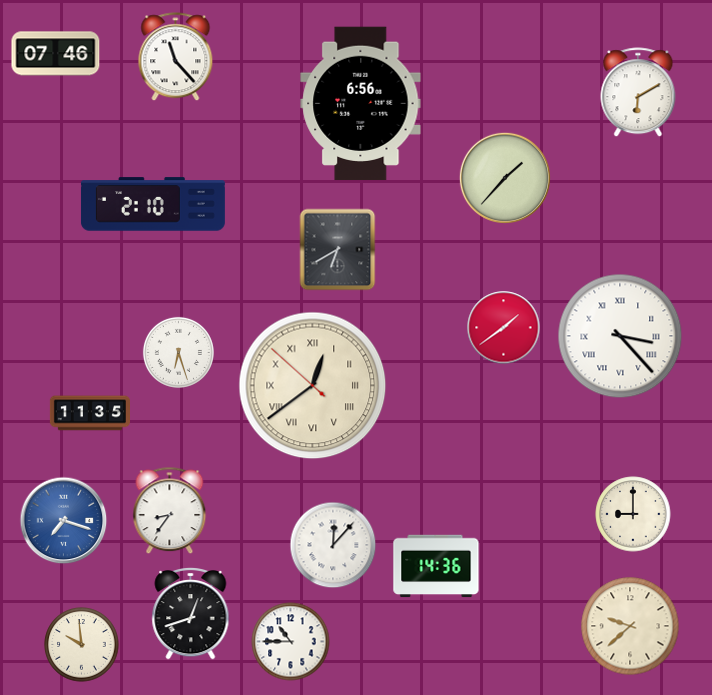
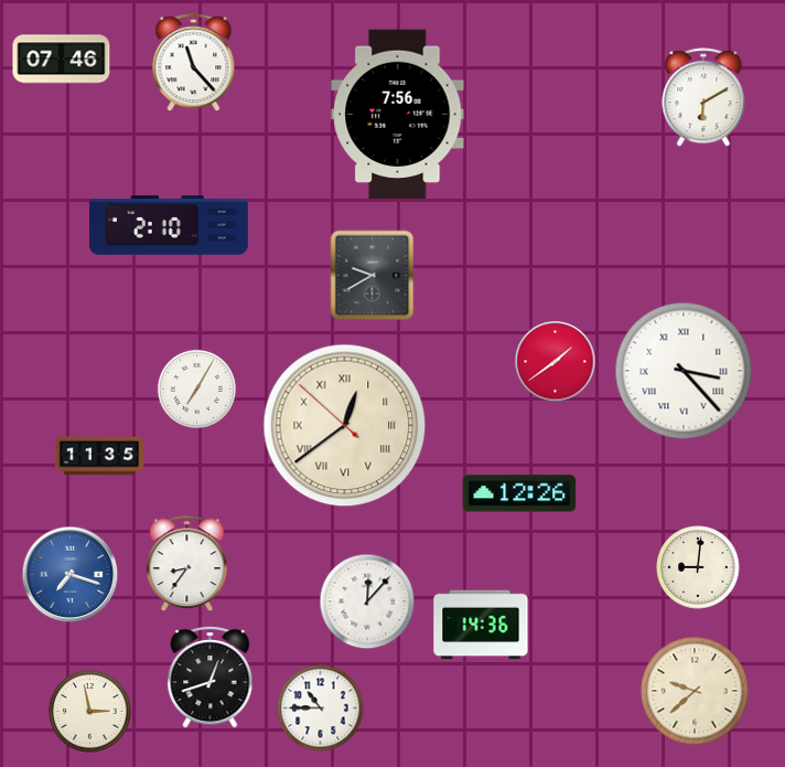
clock at (638, 93) position: (638, 93) -> (703, 98)
clock at (361, 104): 6:56 -> 7:56
clock at (505, 178): 1:37 -> none
clock at (338, 250): 6:40 -> 9:40
clock at (178, 352): 6:27 -> 7:05
clock at (519, 493): none -> 12:26
clock at (633, 514): 9:00 -> 9:01
clock at (82, 645): 9:59 -> 2:58
